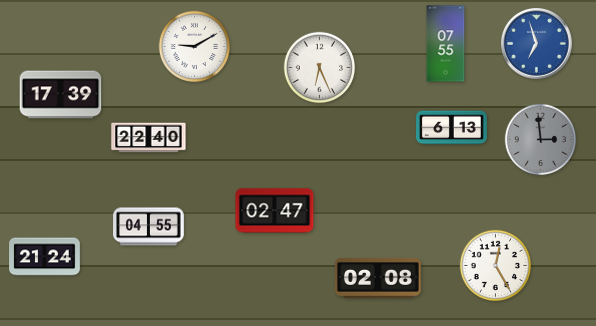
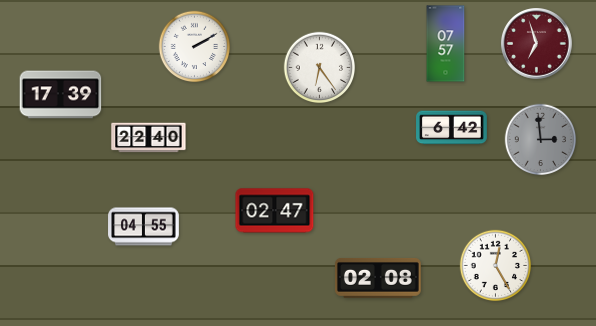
clock at (446, 44): 07:55 -> 07:57
clock at (537, 44) dial: blue -> burgundy
clock at (195, 47): 9:10 -> 2:10
clock at (320, 68): 6:26 -> 6:24
clock at (452, 128): 6:13 -> 6:42
clock at (149, 227) position: (149, 227) -> (144, 227)
clock at (45, 257): 21:24 -> none
